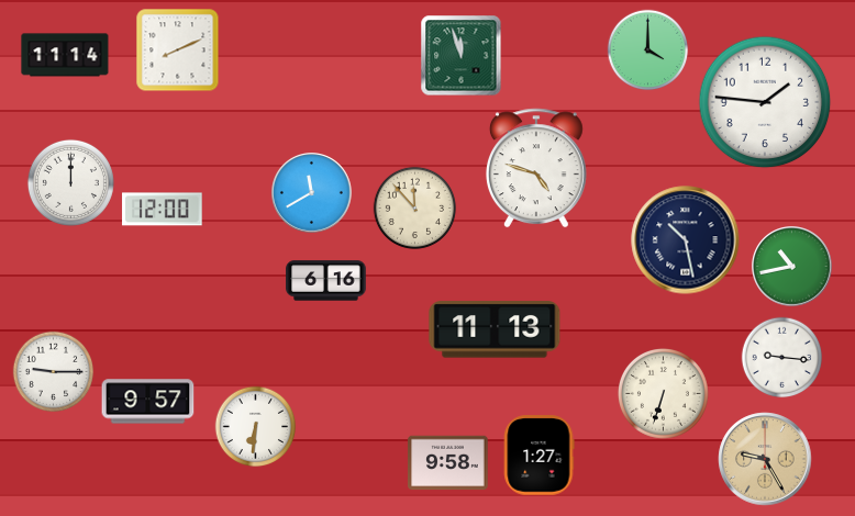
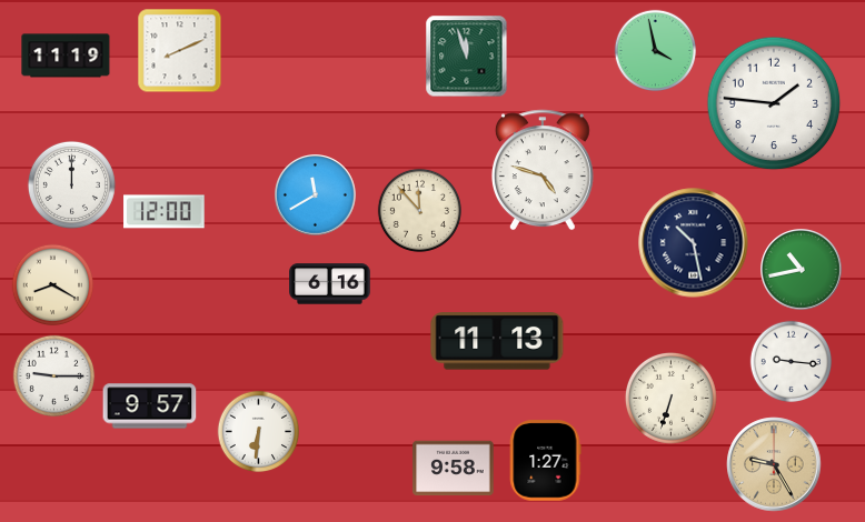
clock at (648, 51): 4:00 -> 3:58
clock at (65, 55): 11:14 -> 11:19
clock at (53, 285): none -> 8:20
clock at (495, 329) position: (495, 329) -> (497, 341)
